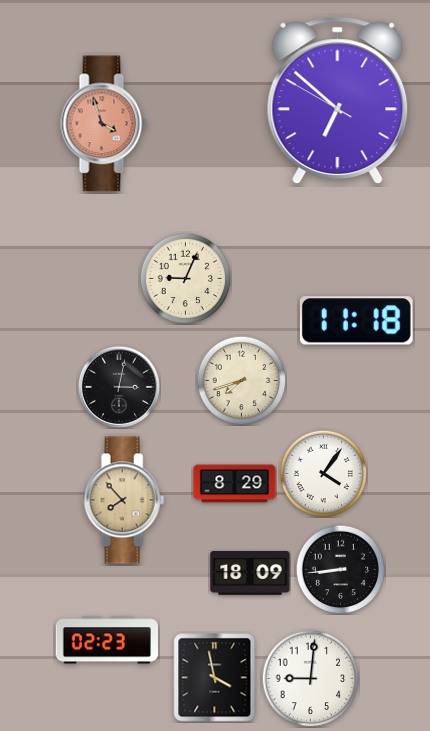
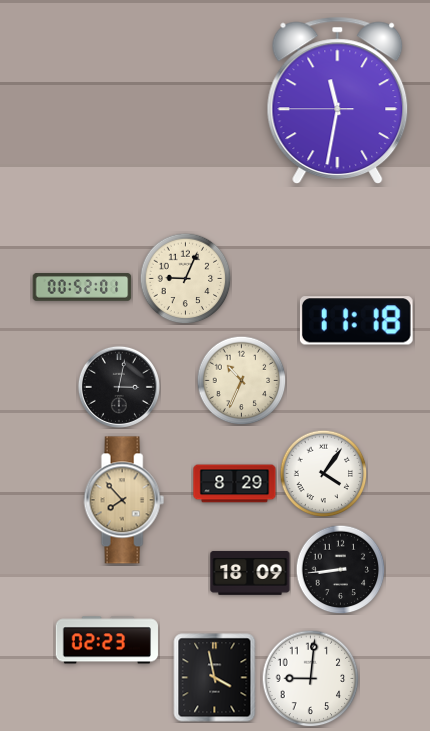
clock at (338, 100): 6:51 -> 11:31
clock at (104, 124): 3:57 -> none
clock at (82, 287): none -> 00:52
clock at (241, 380): 7:42 -> 10:34
